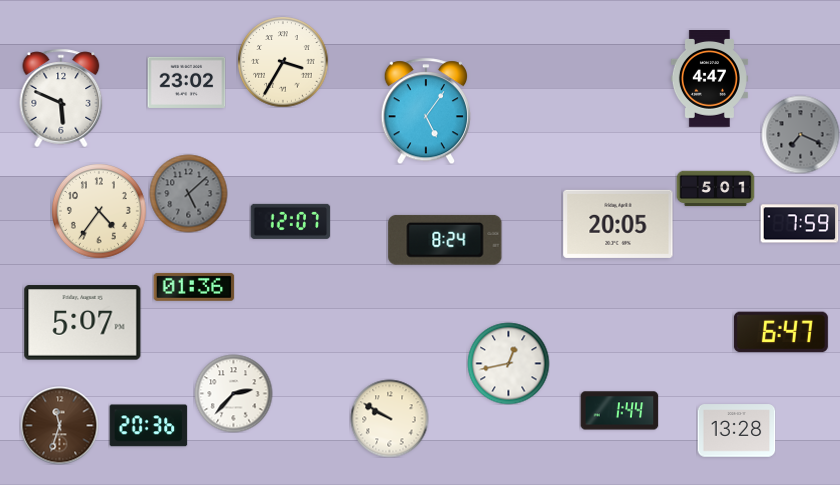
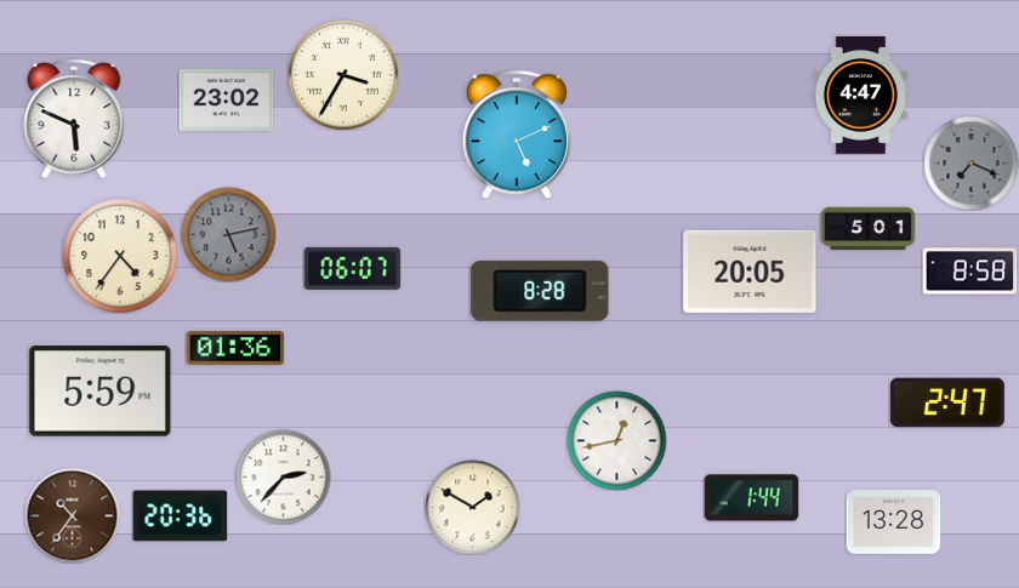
clock at (426, 111): 5:06 -> 5:11
clock at (188, 193): 5:08 -> 5:13
clock at (290, 221): 12:07 -> 06:07
clock at (799, 224): 7:59 -> 8:58
clock at (445, 240): 8:24 -> 8:28
clock at (83, 323): 5:07 -> 5:59
clock at (781, 332): 6:47 -> 2:47
clock at (389, 418): 9:50 -> 1:50
clock at (59, 425): 11:33 -> 10:36
